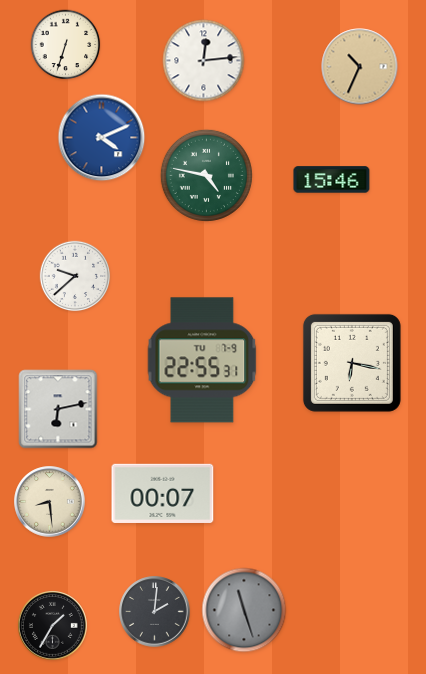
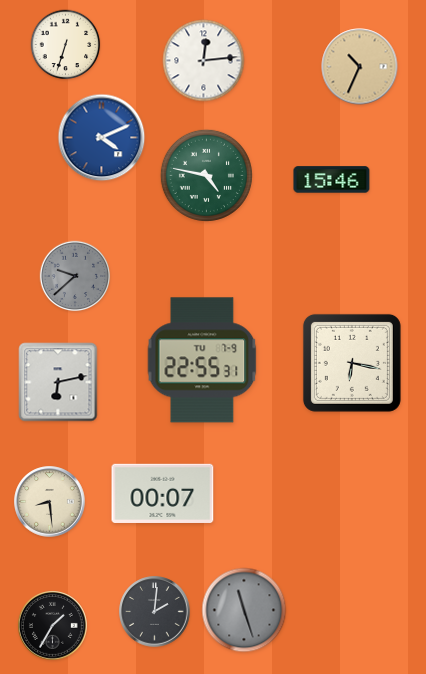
clock at (75, 276) dial: white -> grey
clock at (58, 409) position: (58, 409) -> (58, 382)
